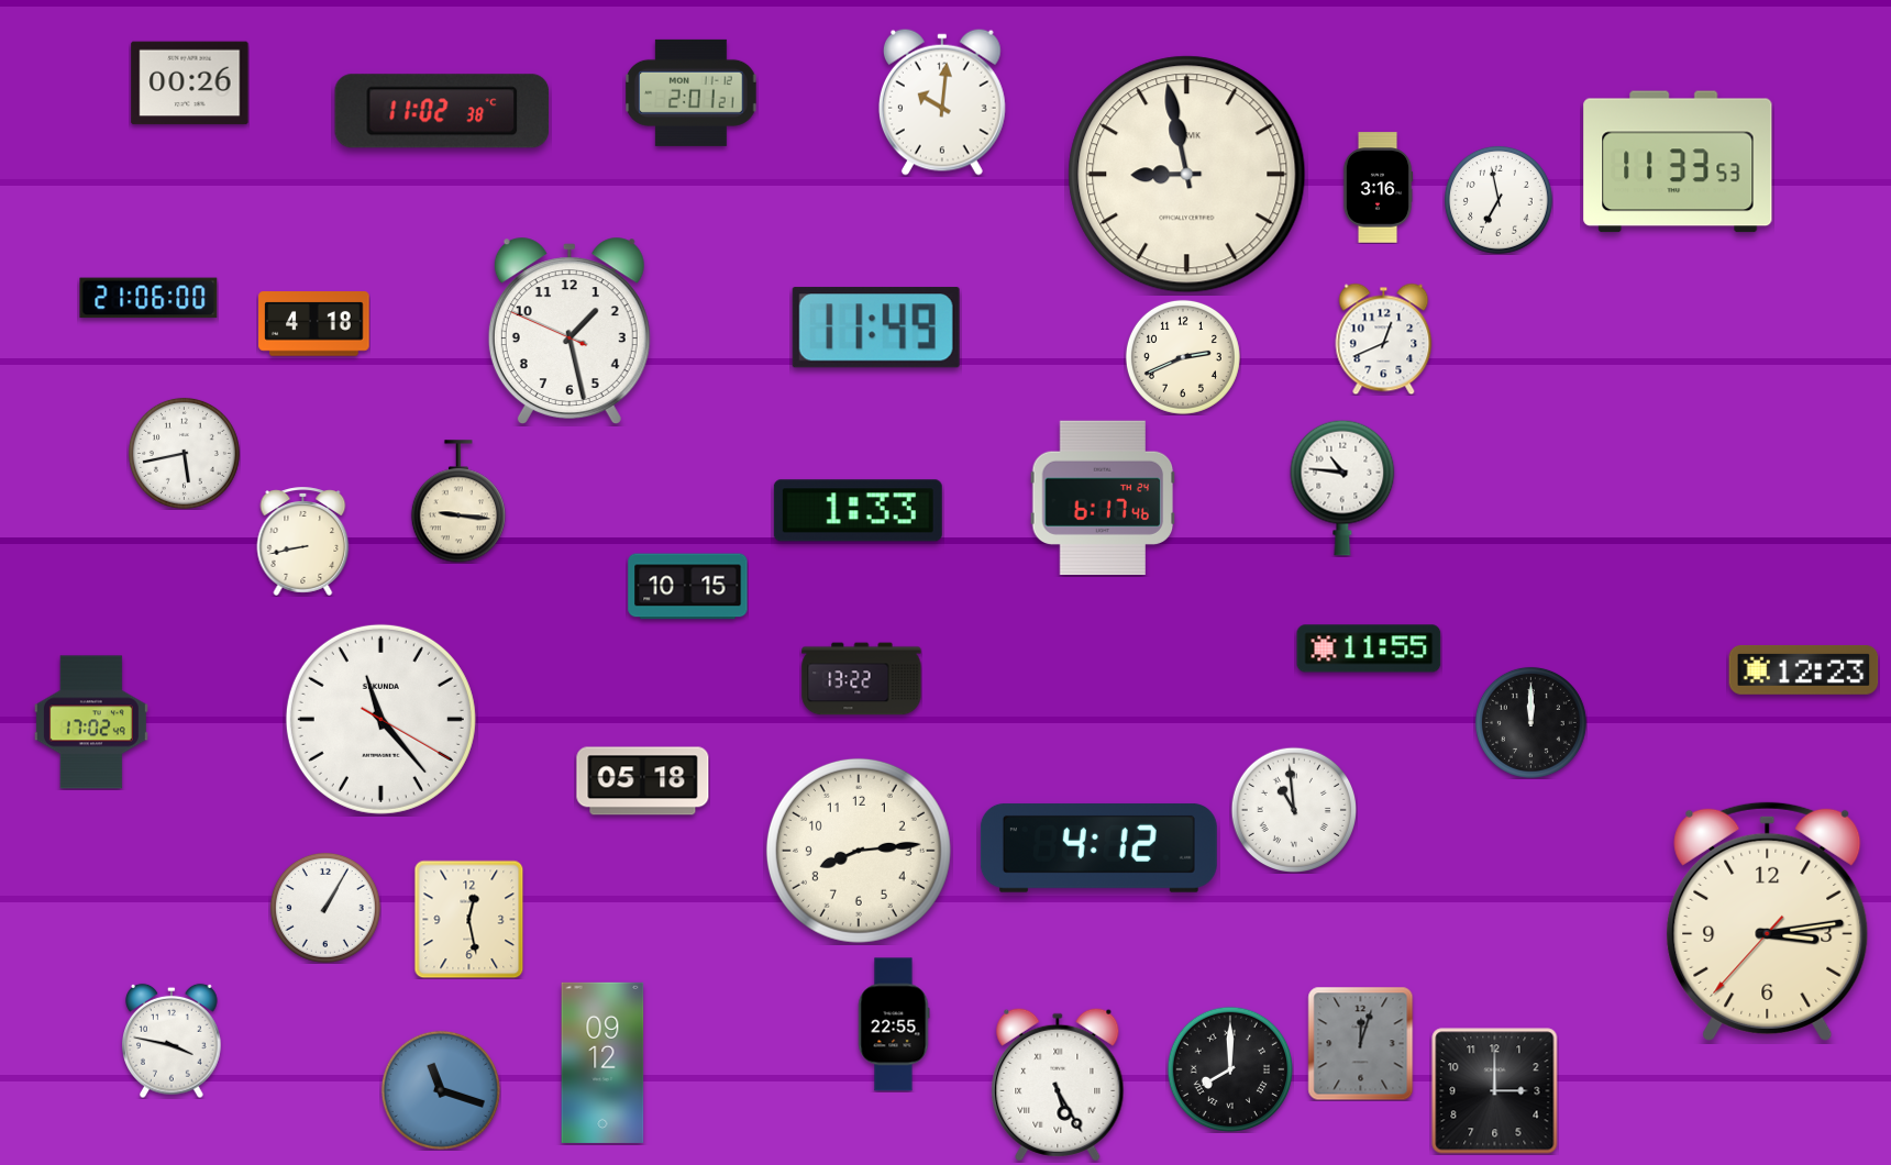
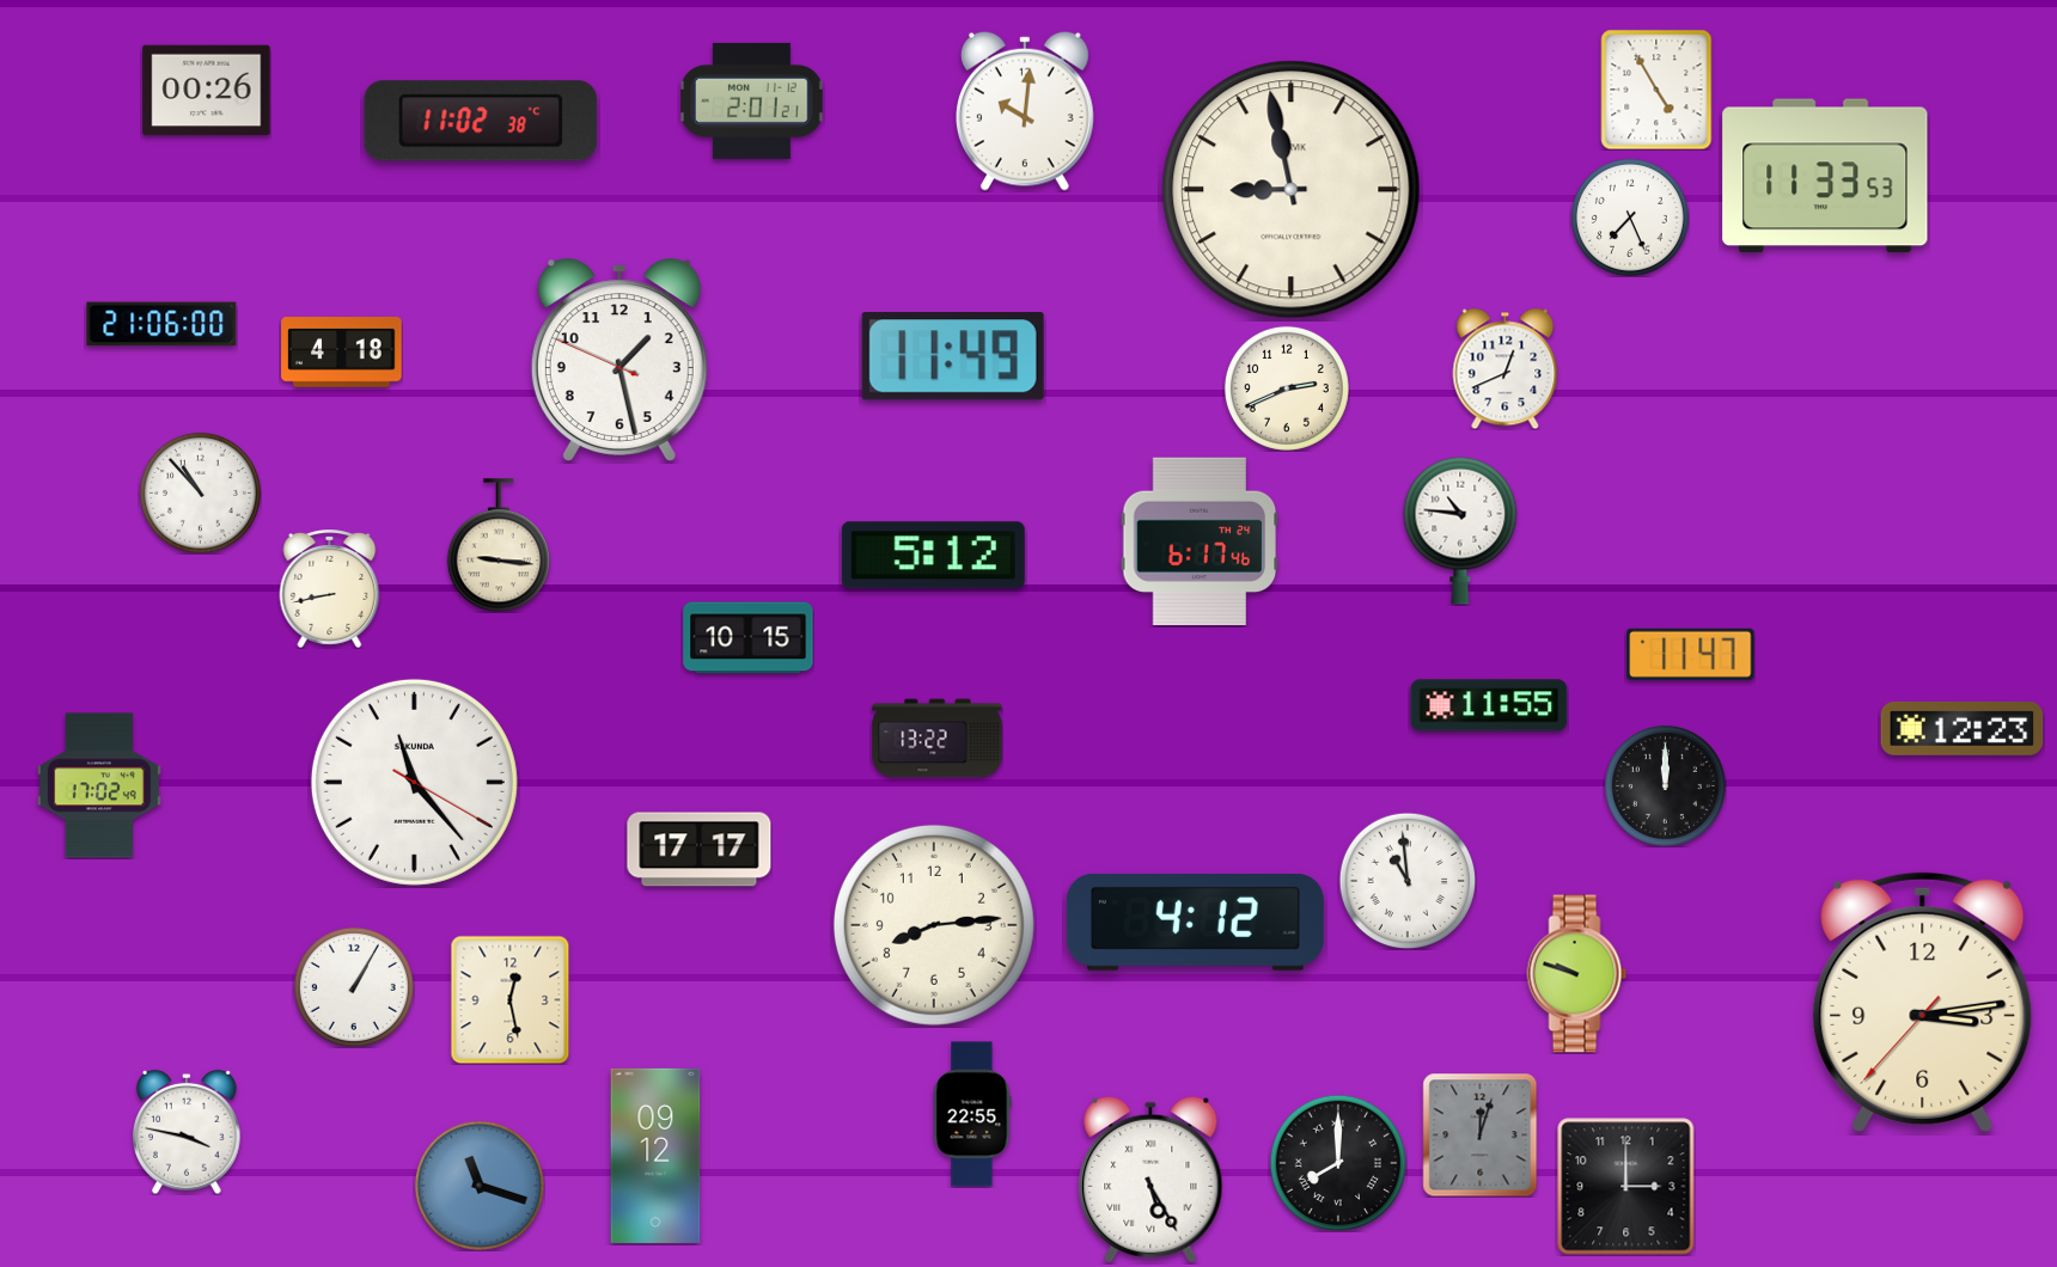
clock at (1656, 90): none -> 4:55
clock at (1378, 188): 3:16 -> none
clock at (1499, 200): 6:58 -> 7:26
clock at (184, 453): 5:43 -> 10:53
clock at (858, 511): 1:33 -> 5:12
clock at (1691, 654): none -> 11:47
clock at (643, 781): 05:18 -> 17:17
clock at (1577, 974): none -> 9:48
